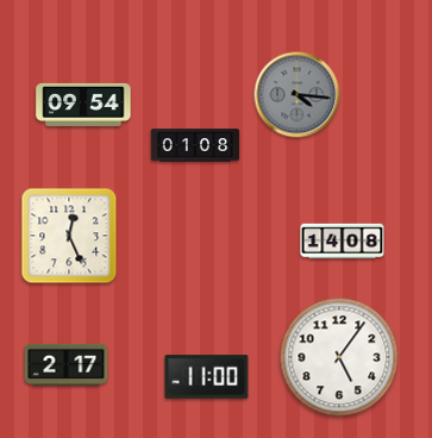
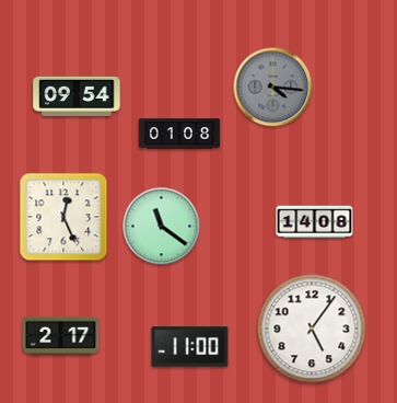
clock at (162, 227): none -> 11:21
